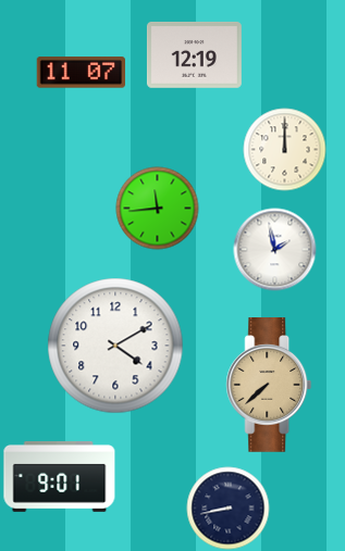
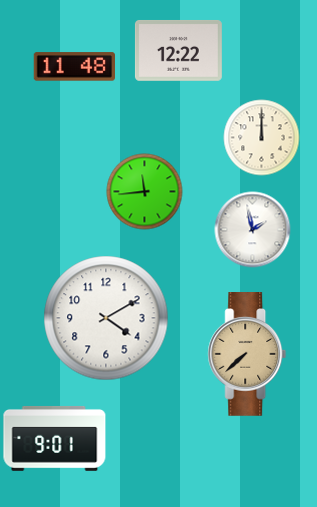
clock at (194, 54): 12:19 -> 12:22
clock at (81, 73): 11:07 -> 11:48
clock at (229, 509): 8:43 -> none
